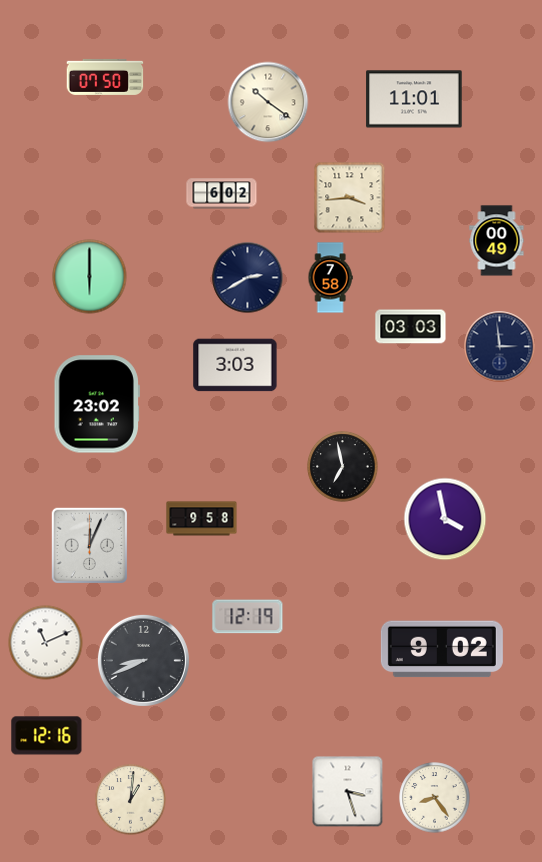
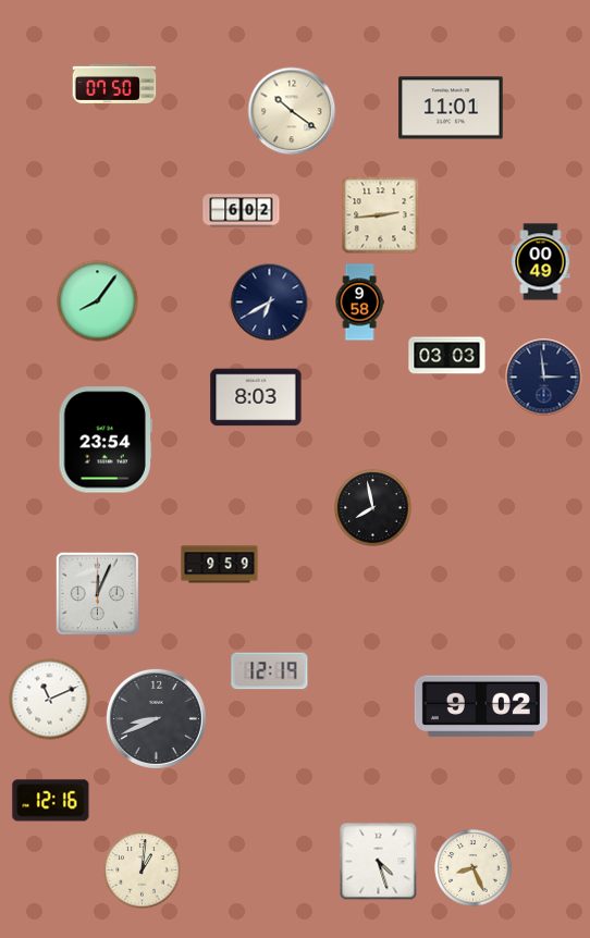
clock at (350, 198): 3:44 -> 2:44
clock at (90, 277): 6:00 -> 8:06
clock at (248, 278): 2:40 -> 6:40
clock at (330, 278): 7:58 -> 9:58
clock at (235, 365): 3:03 -> 8:03
clock at (97, 404): 23:02 -> 23:54
clock at (343, 467): 6:58 -> 7:58
clock at (202, 519): 9:58 -> 9:59
clock at (445, 519): 3:58 -> none
clock at (348, 792): 3:27 -> 4:27
clock at (435, 798): 8:24 -> 8:26
